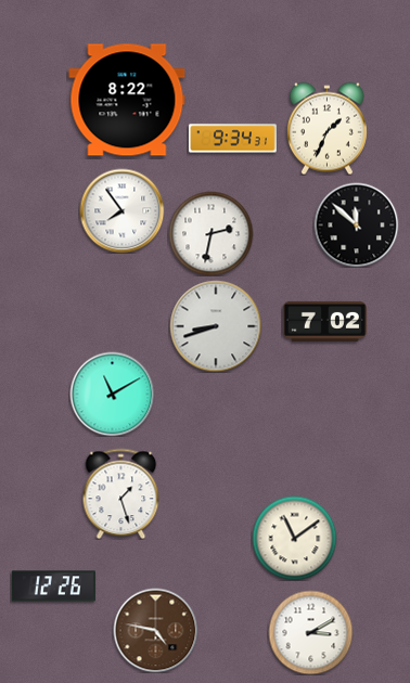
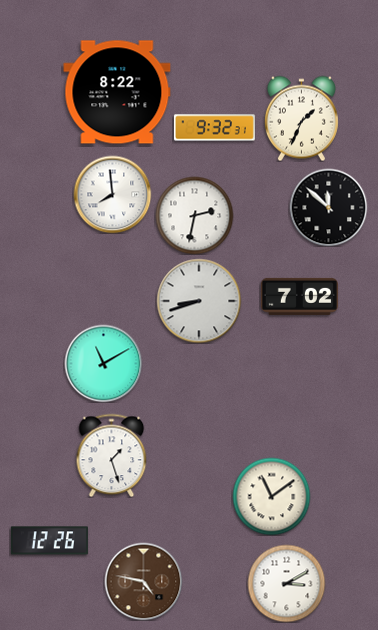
clock at (232, 139): 9:34 -> 9:32
clock at (121, 210): 7:54 -> 7:59
